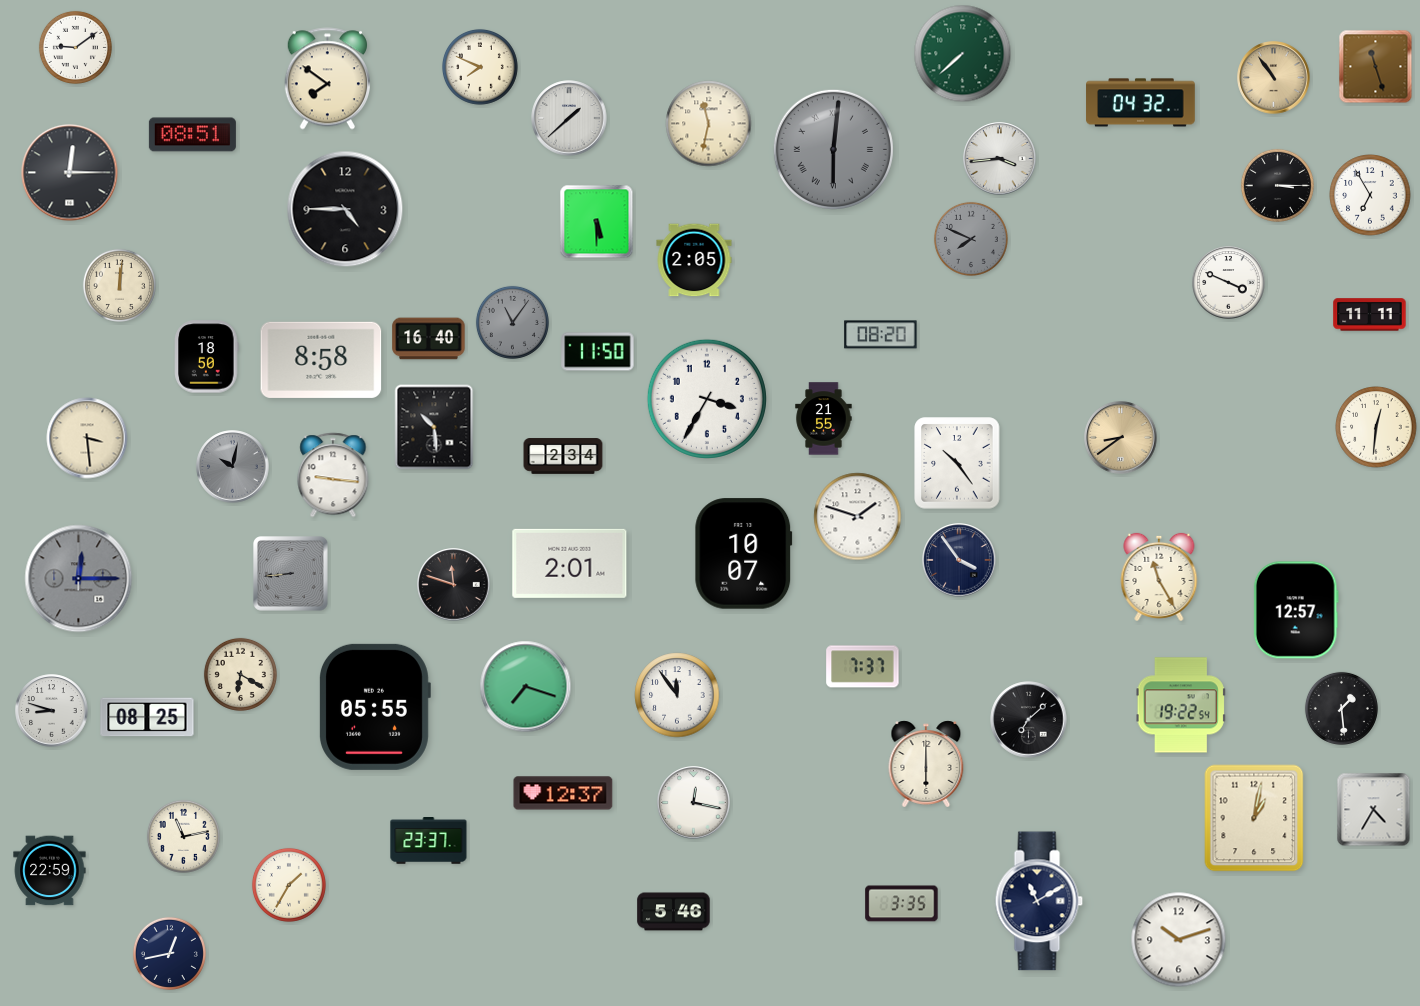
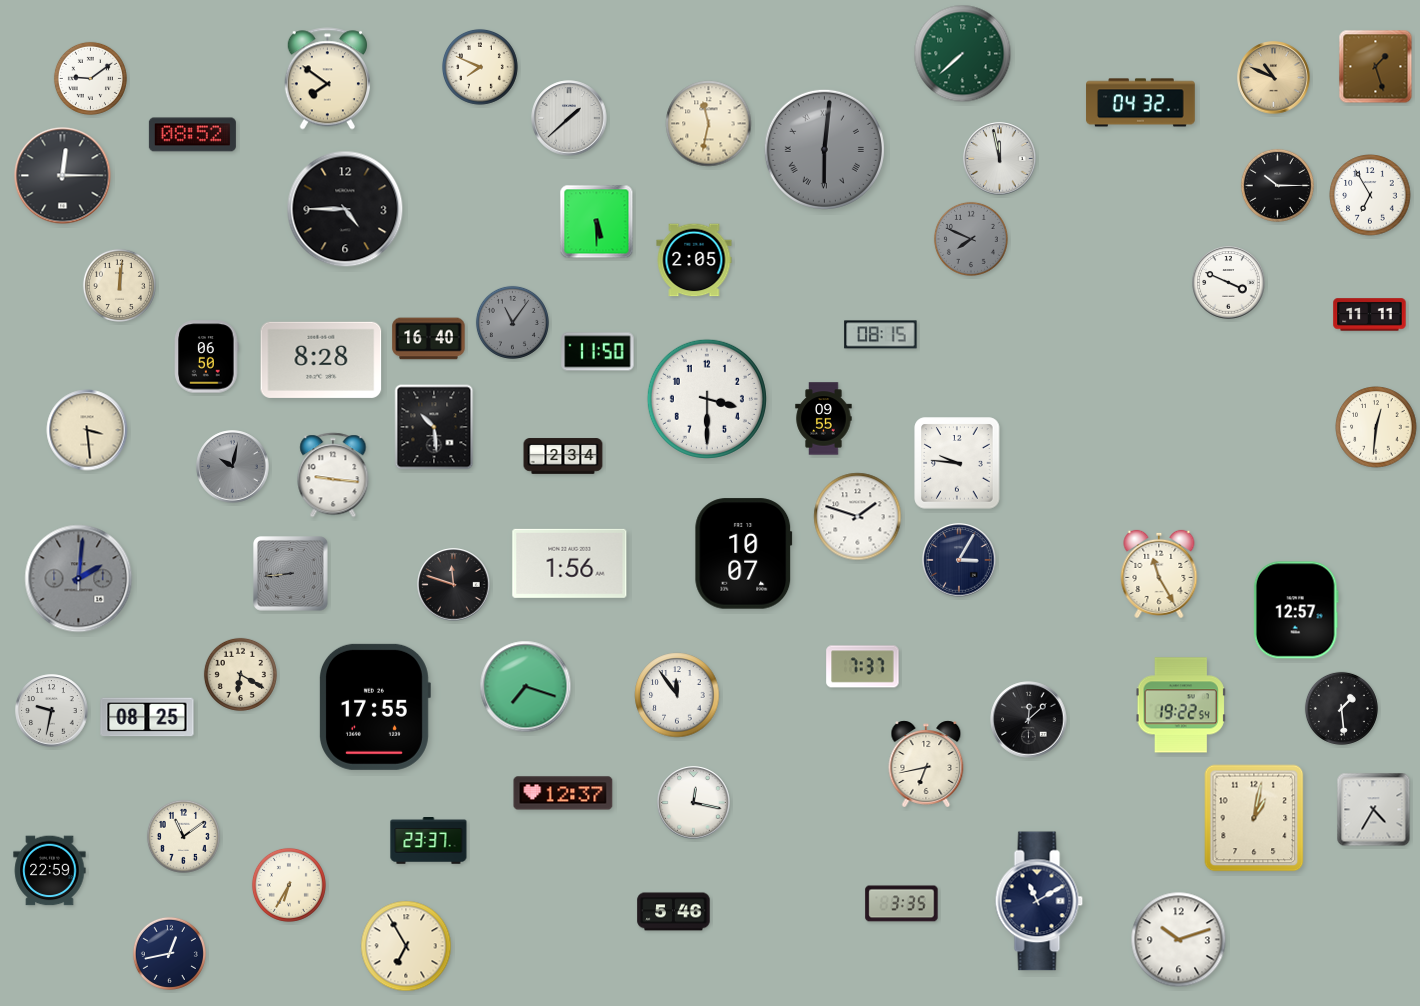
clock at (75, 47) position: (75, 47) -> (90, 78)
clock at (1376, 67): 11:27 -> 1:27
clock at (1274, 78): 10:54 -> 10:49
clock at (192, 135): 08:51 -> 08:52
clock at (833, 149) position: (833, 149) -> (824, 149)
clock at (1000, 159): 3:44 -> 11:58
clock at (70, 173) position: (70, 173) -> (63, 176)
clock at (1277, 185): 3:15 -> 10:15
clock at (881, 335): 08:20 -> 08:15
clock at (207, 357): 18:50 -> 06:50
clock at (321, 360): 8:58 -> 8:28
clock at (707, 399): 3:35 -> 3:30
clock at (824, 419): 21:55 -> 09:55
clock at (87, 438) position: (87, 438) -> (87, 430)
clock at (1121, 438): 8:39 -> none
clock at (957, 463): 10:24 -> 9:46
clock at (959, 560): 3:54 -> 3:05
clock at (570, 563): 2:01 -> 1:56
clock at (1159, 577) position: (1159, 577) -> (1159, 574)
clock at (79, 579): 12:15 -> 2:01
clock at (375, 707): 05:55 -> 17:55
clock at (52, 711): 8:48 -> 9:32
clock at (1029, 720): 7:08 -> 12:08
clock at (926, 764): 6:00 -> 6:43
clock at (183, 836): 11:13 -> 11:09
clock at (289, 885): 1:35 -> 6:35
clock at (406, 946): none -> 6:55
